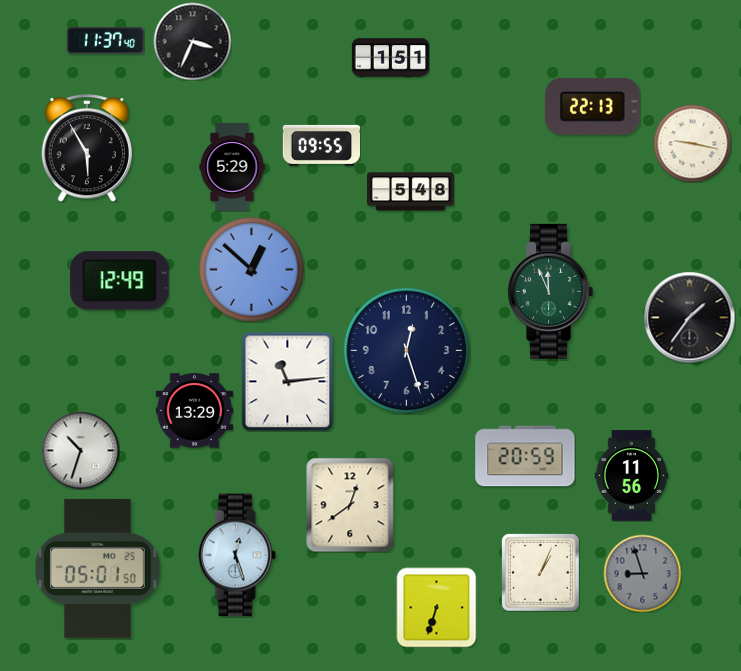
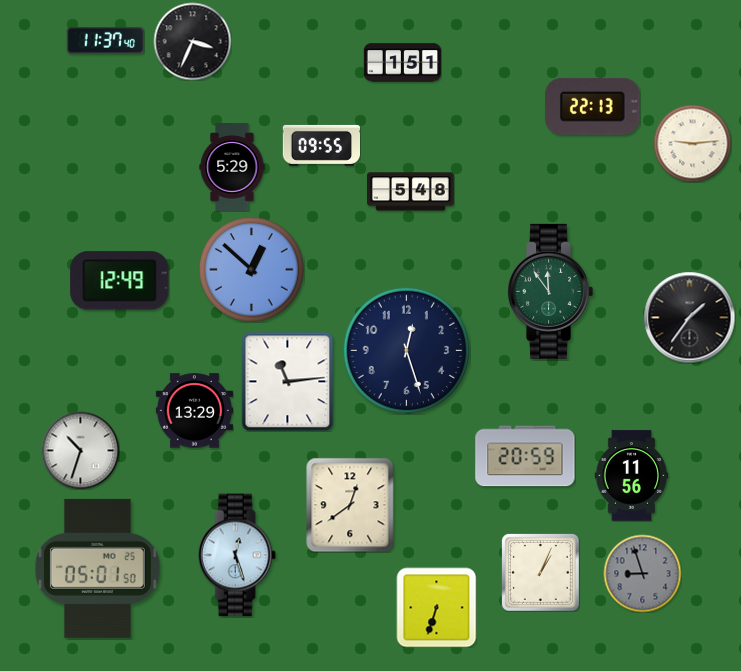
clock at (390, 58) position: (390, 58) -> (402, 63)
clock at (692, 143): 9:17 -> 9:14
clock at (86, 148): 5:55 -> none
clock at (551, 291): 11:56 -> 11:54
